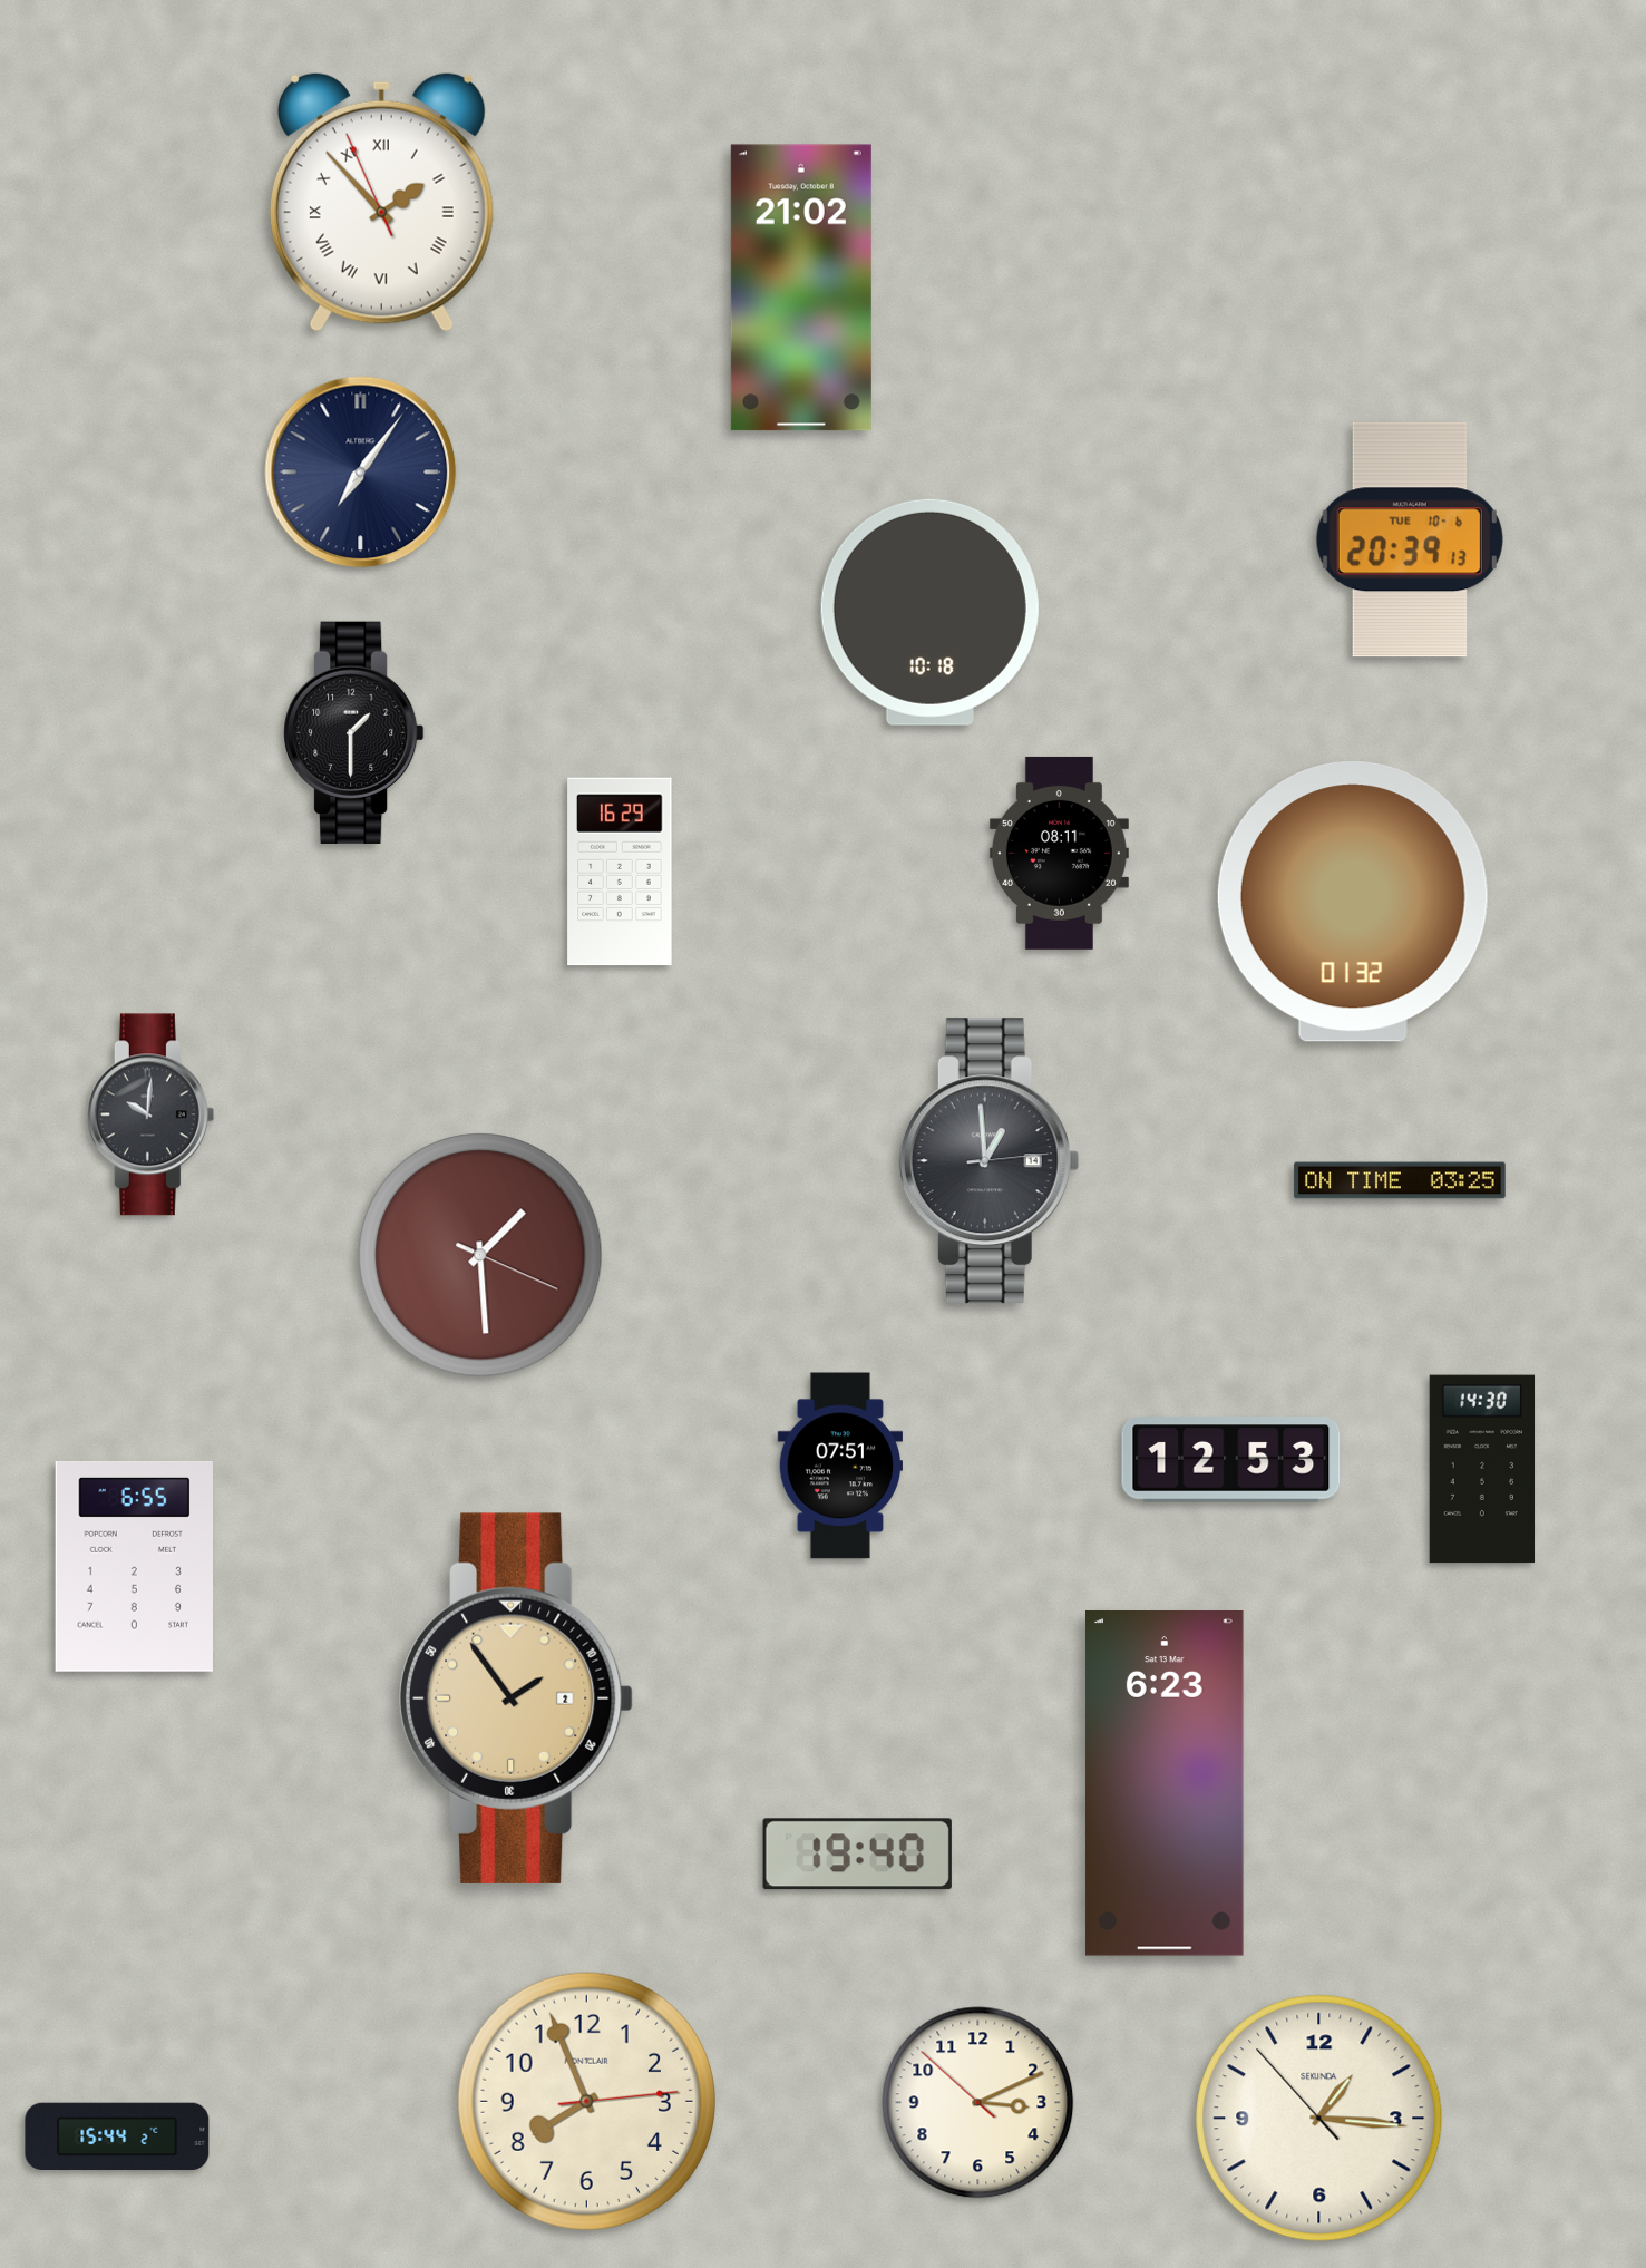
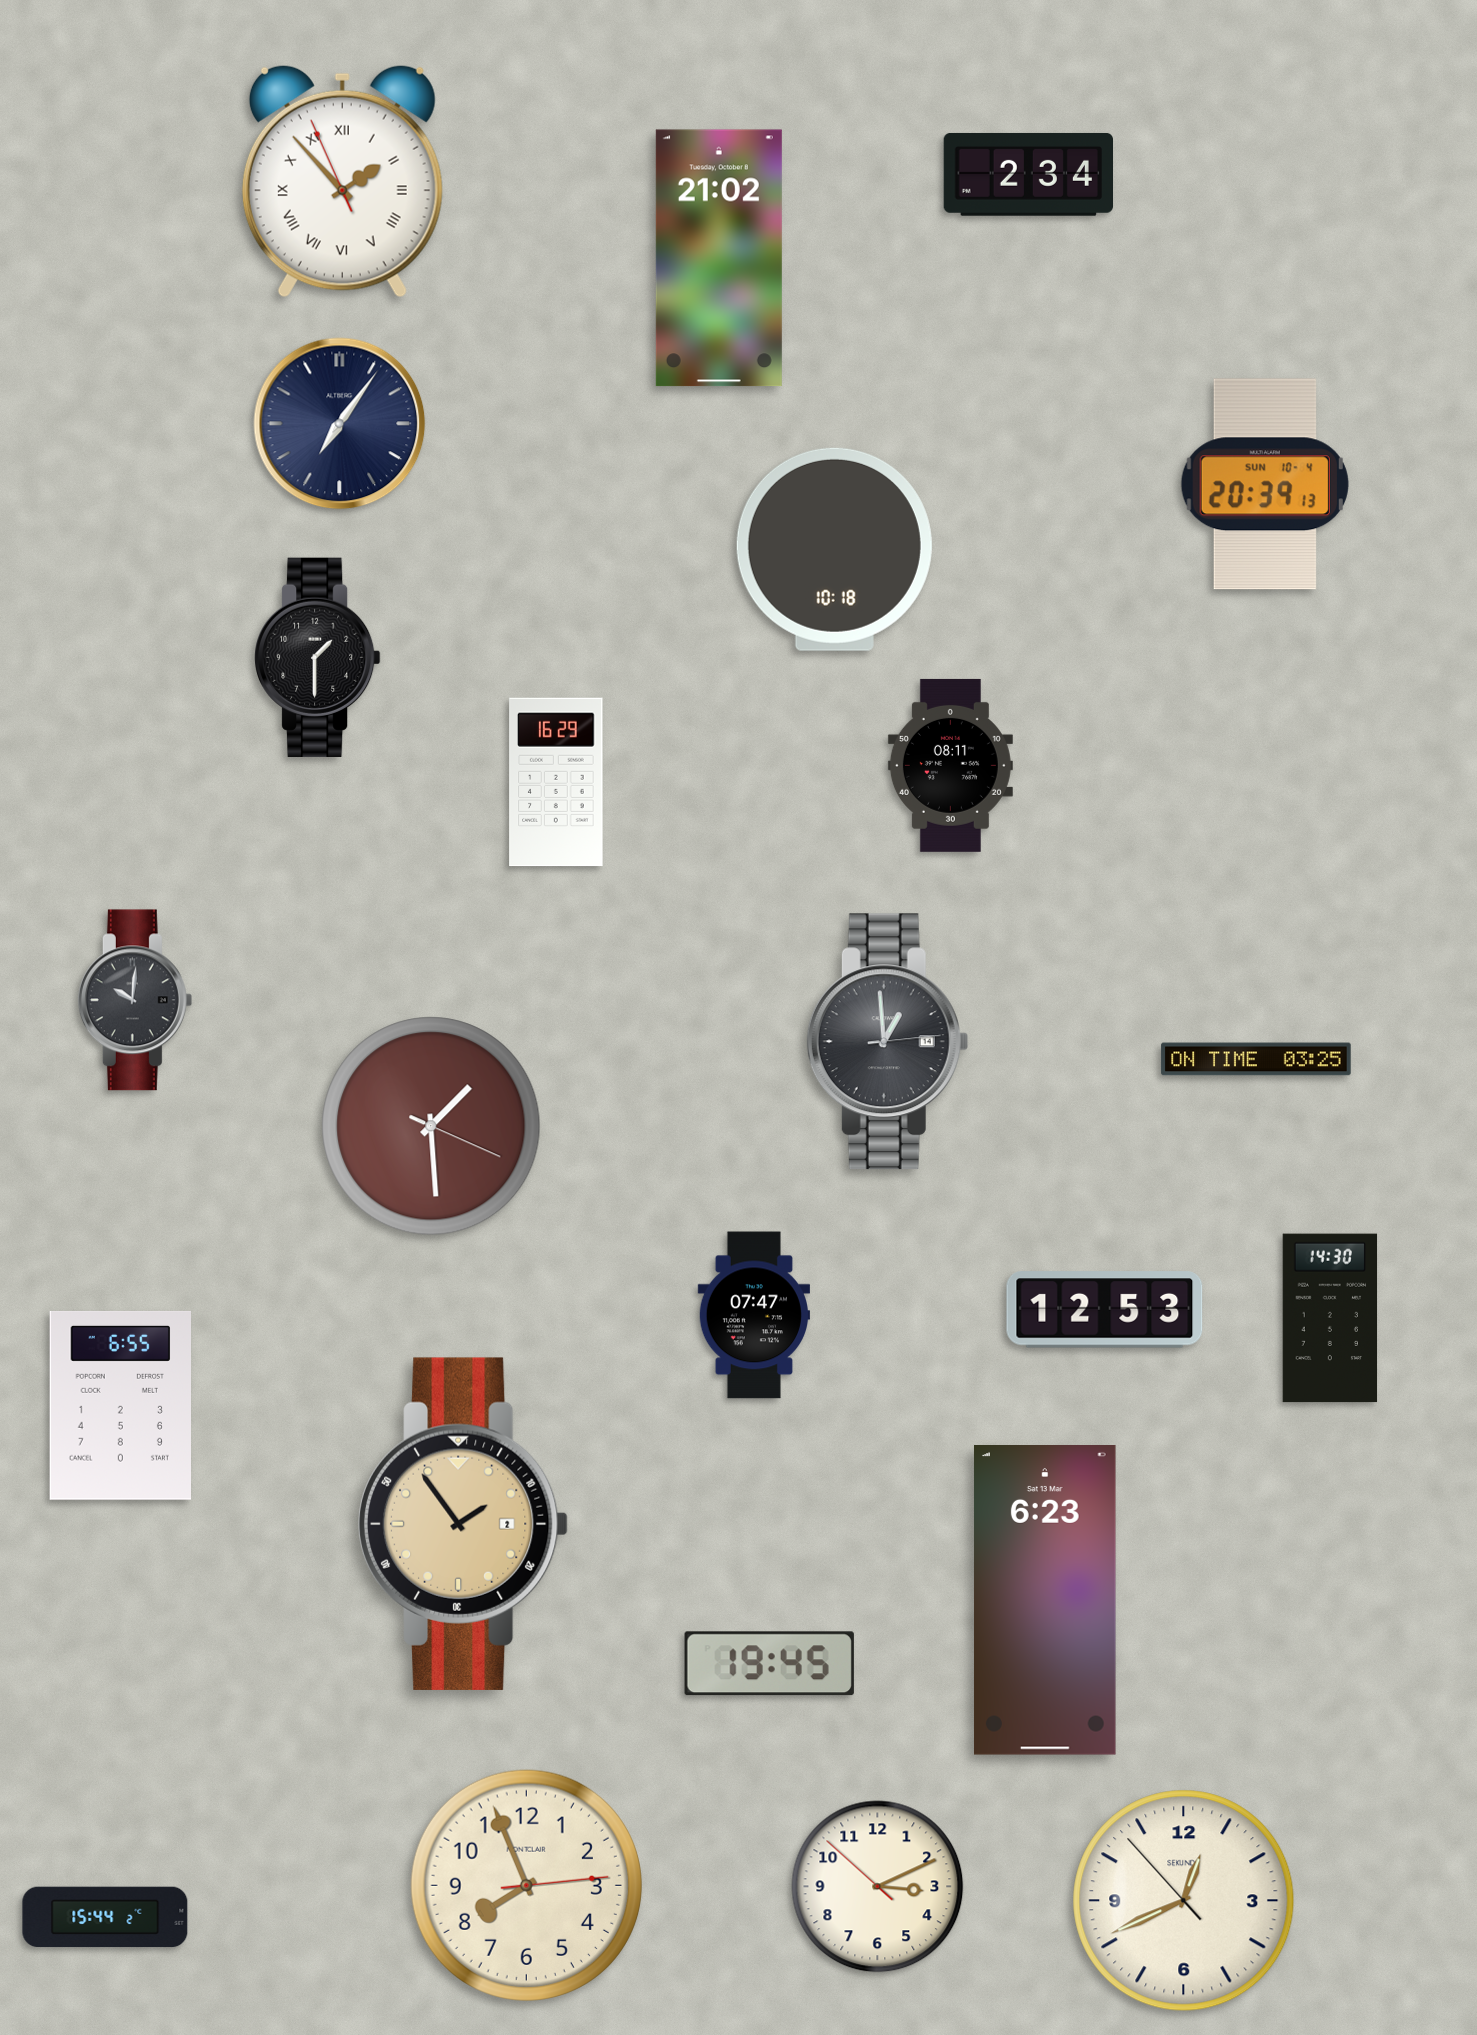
clock at (1028, 174): none -> 2:34
clock at (361, 473) position: (361, 473) -> (340, 424)
clock at (1410, 539) date: TUE 10-6 -> SUN 10-4
clock at (1353, 903): 01:32 -> none
clock at (839, 1466): 07:51 -> 07:47
clock at (857, 1855): 19:40 -> 19:45
clock at (1319, 2119): 1:15 -> 12:40
